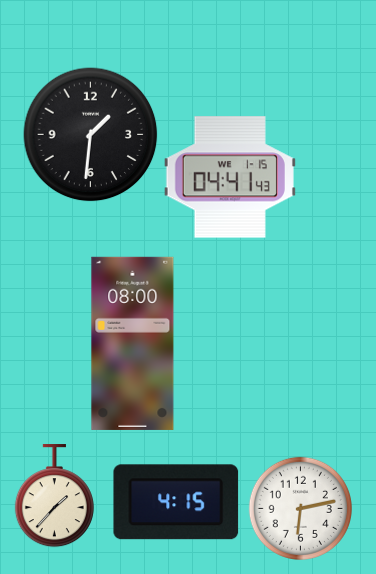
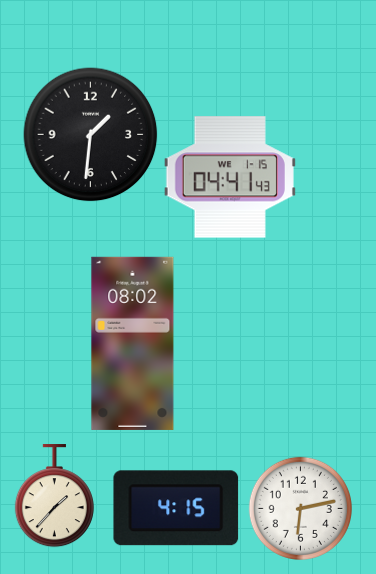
clock at (133, 343): 08:00 -> 08:02
clock at (176, 502) position: (176, 502) -> (176, 508)
